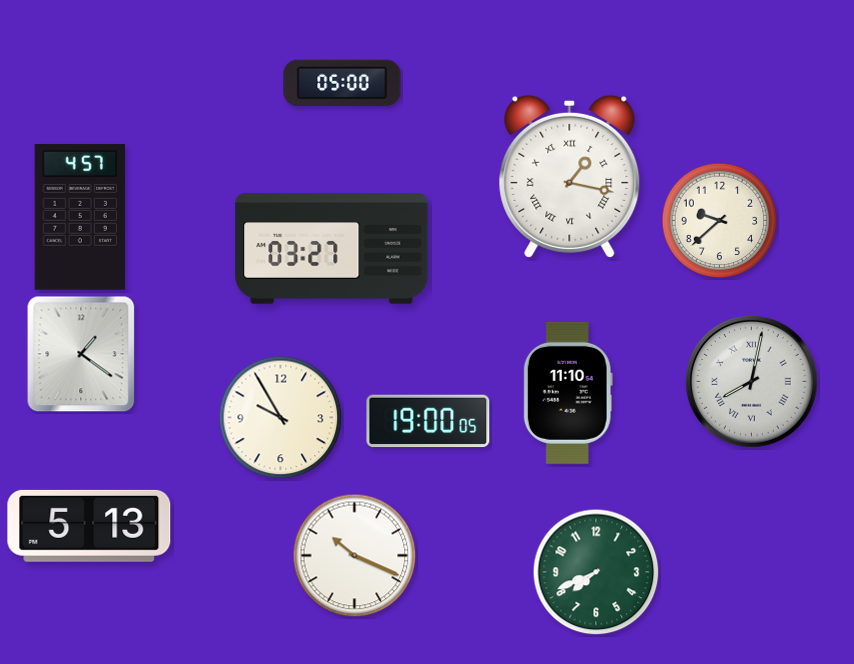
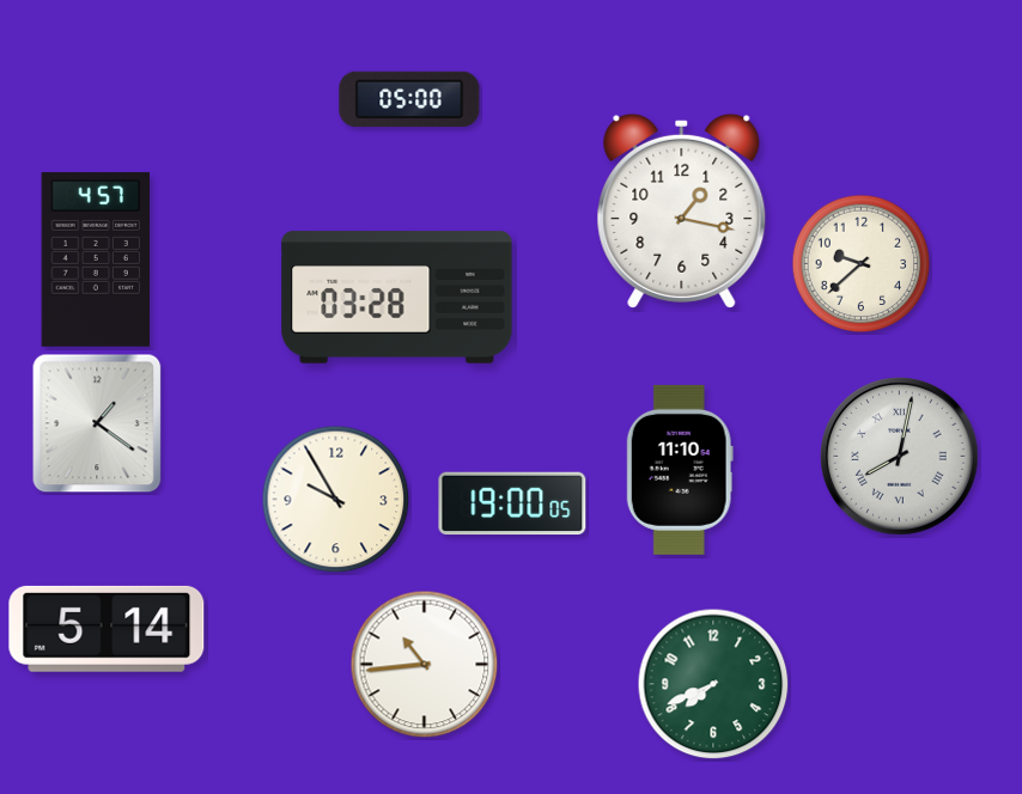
clock at (570, 176) numerals: Roman -> Arabic
clock at (332, 249): 03:27 -> 03:28
clock at (89, 526): 5:13 -> 5:14
clock at (355, 556): 10:19 -> 10:44
